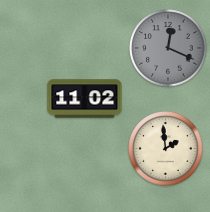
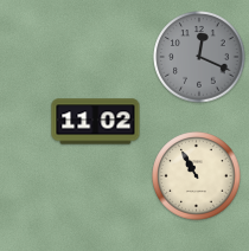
clock at (85, 99) position: (85, 99) -> (96, 122)
clock at (166, 149): 1:59 -> 10:55
